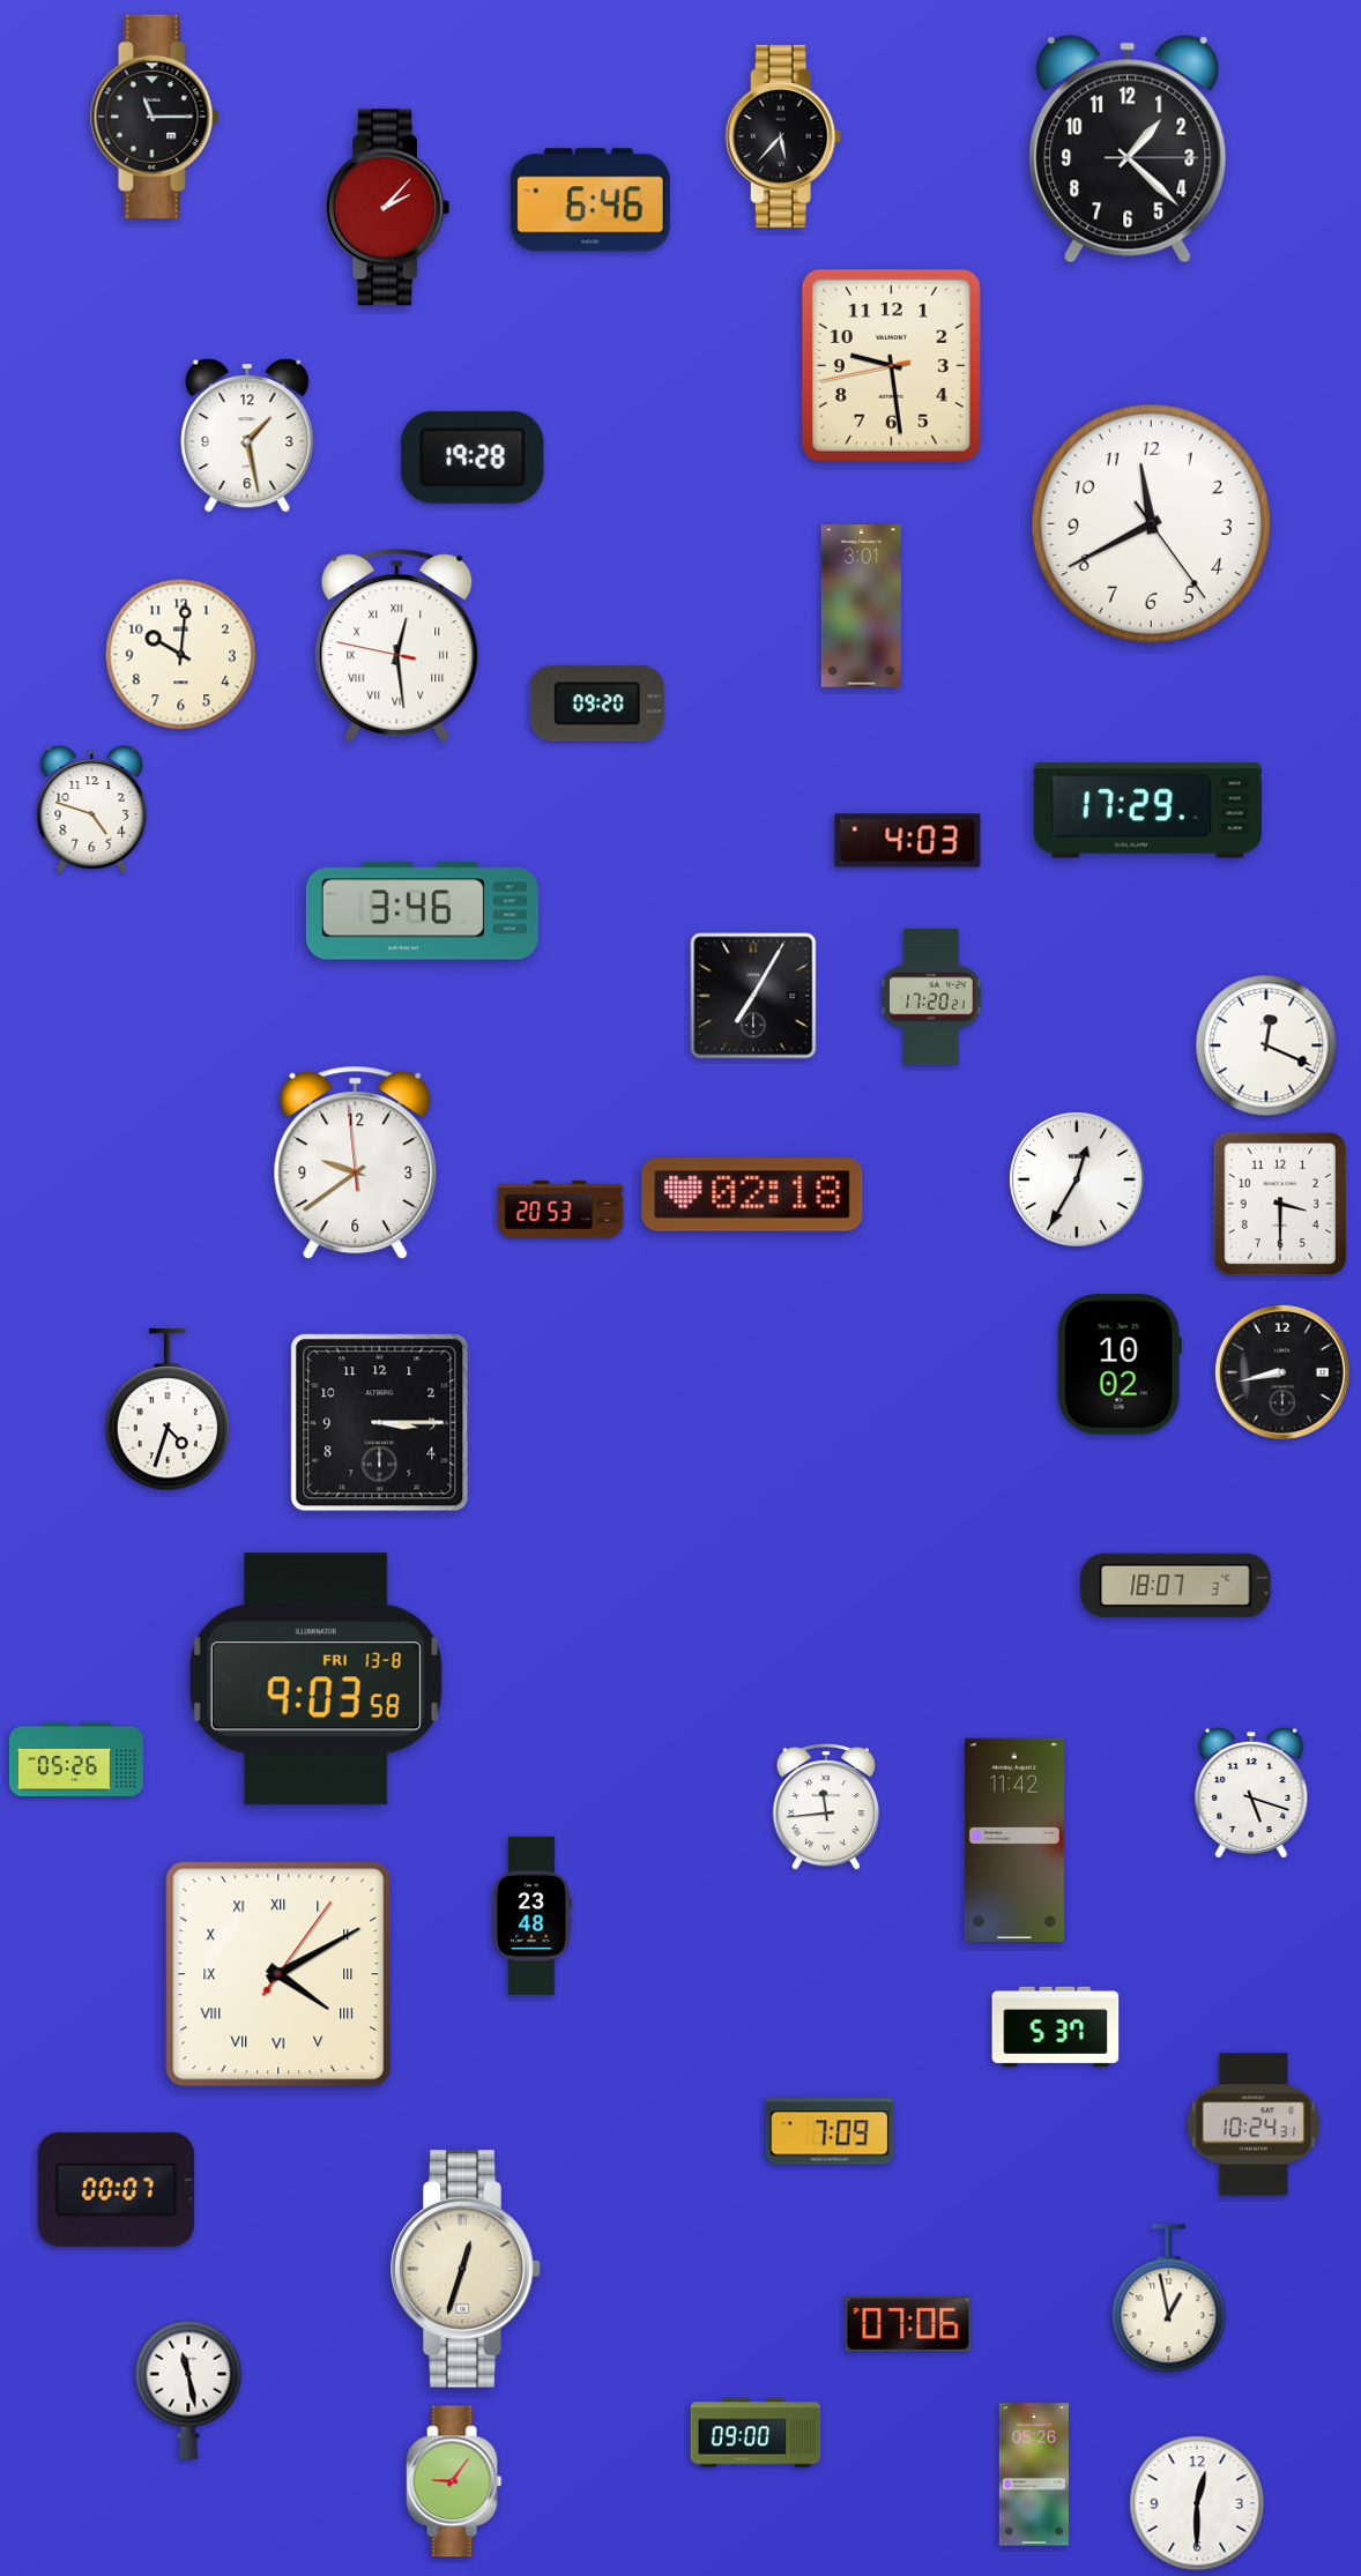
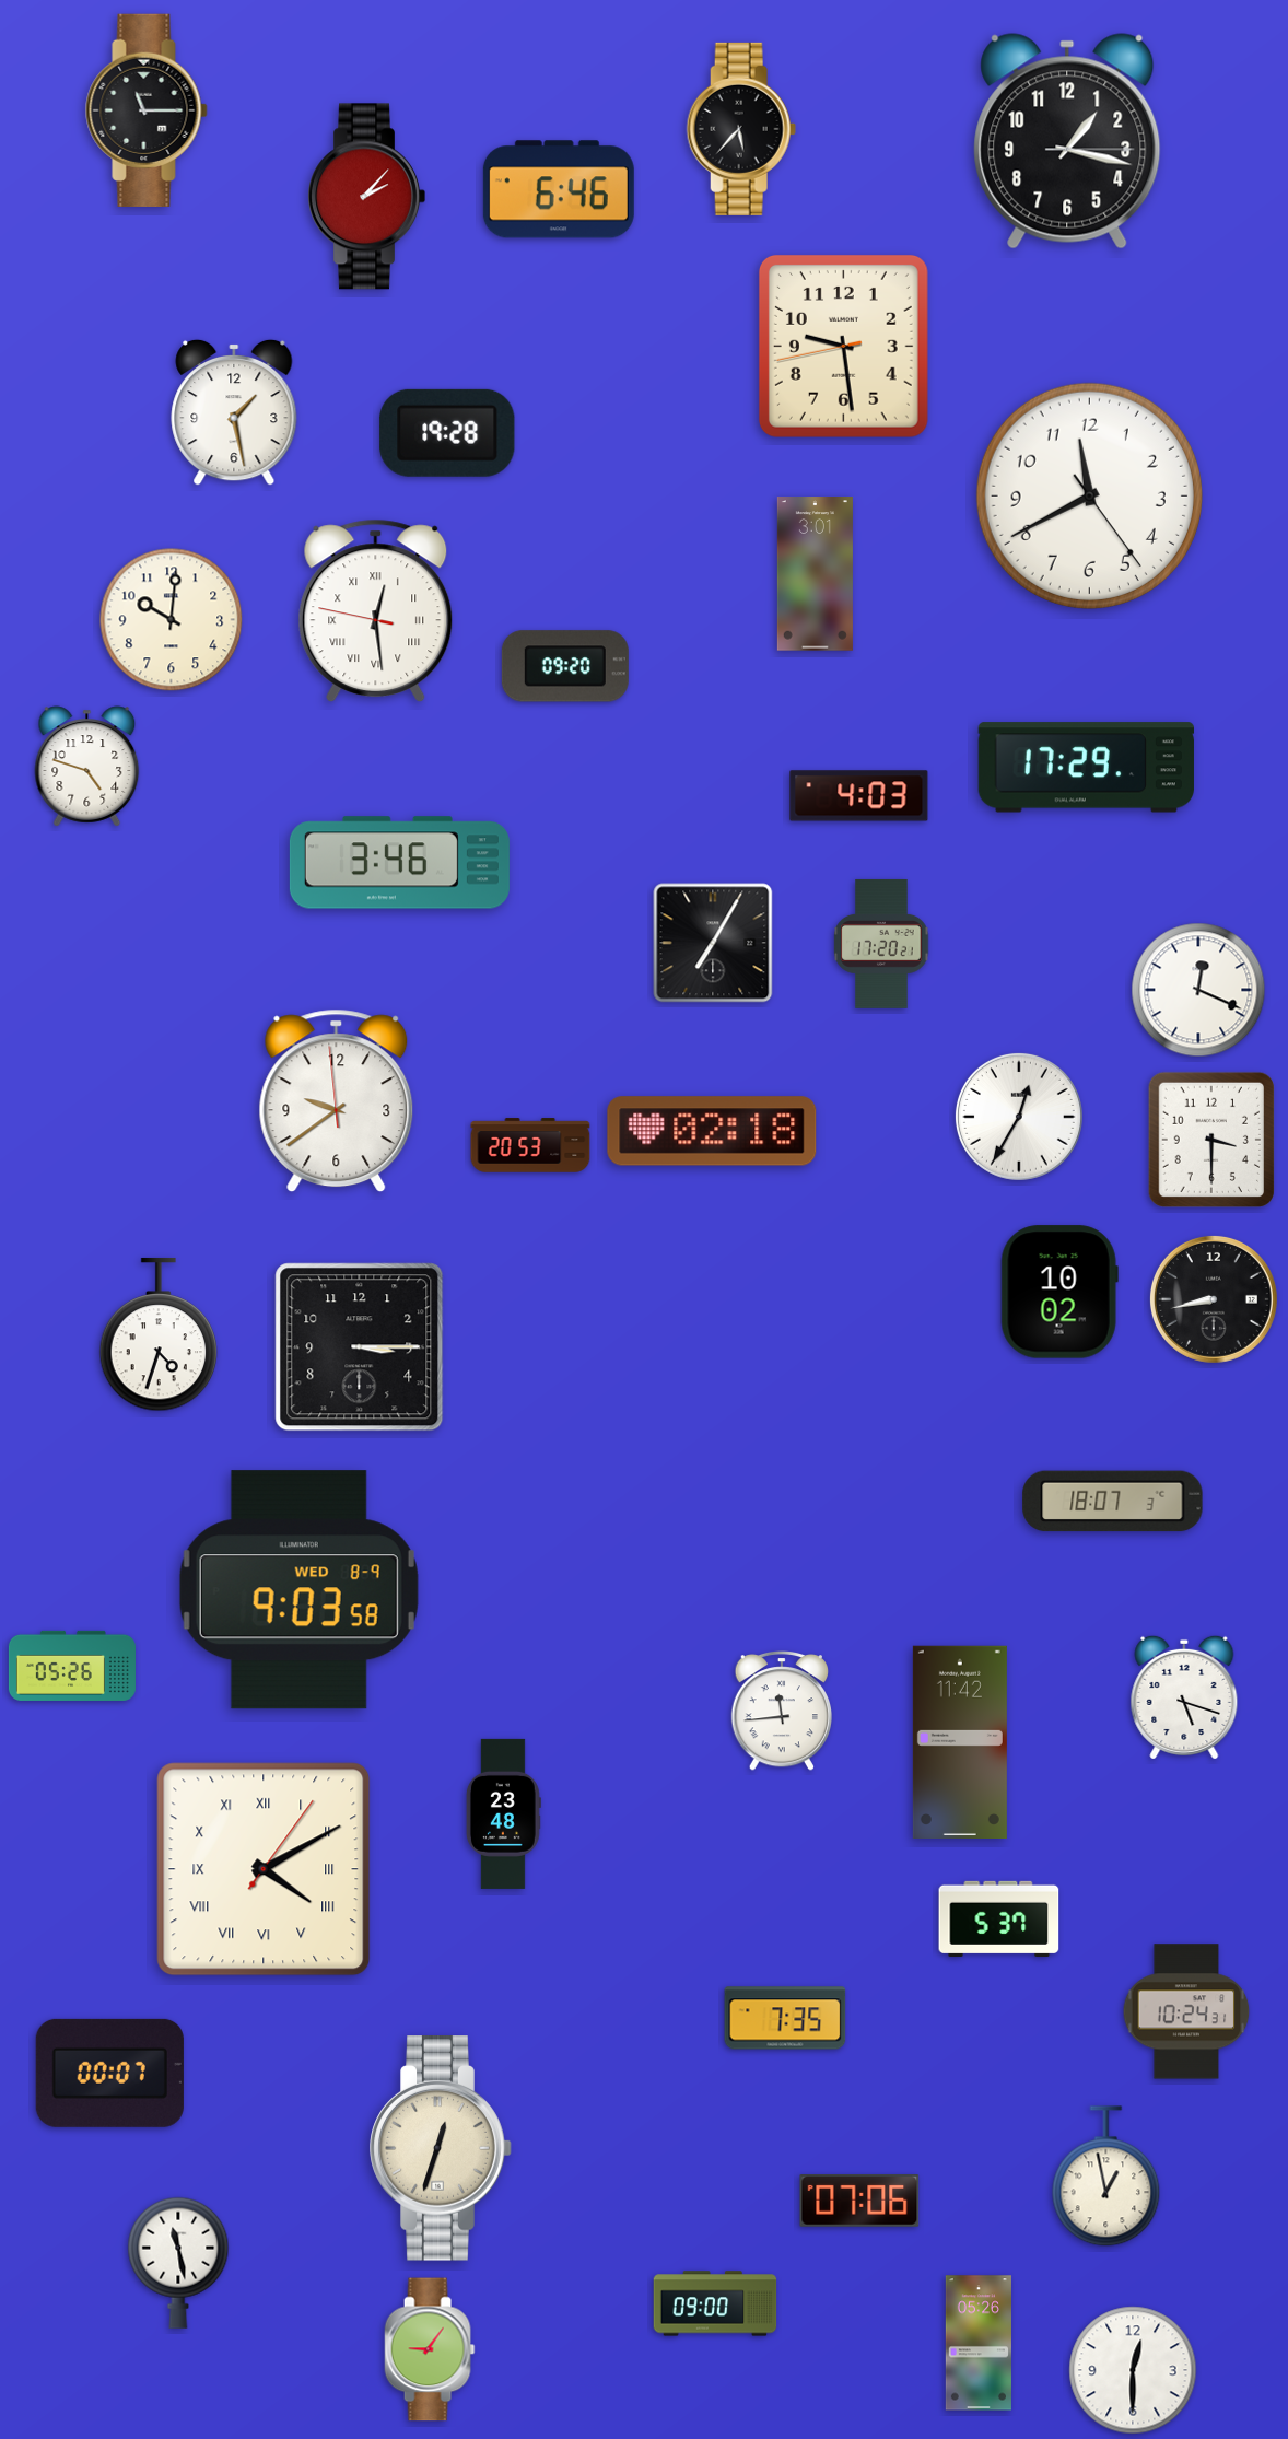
clock at (1128, 149): 1:22 -> 1:17
clock at (315, 1680) date: FRI 13-8 -> WED 8-9
clock at (830, 2131): 7:09 -> 7:35
